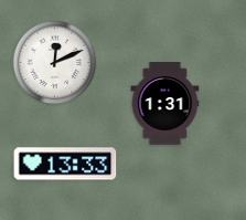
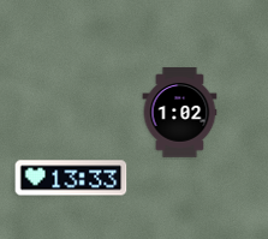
clock at (55, 63): 12:11 -> none
clock at (165, 104): 1:31 -> 1:02
